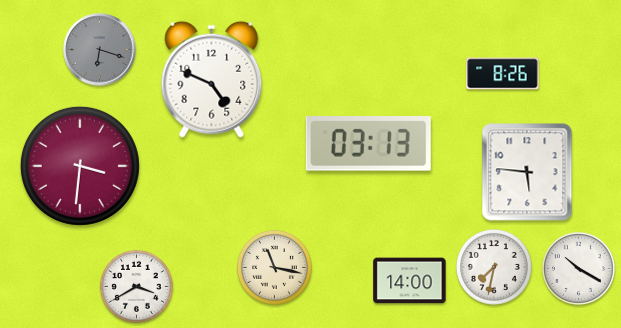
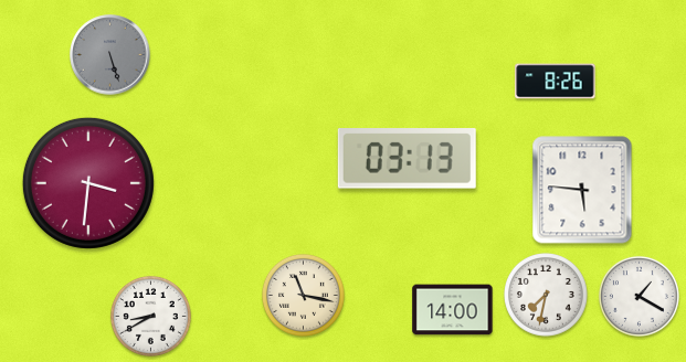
clock at (100, 50): 6:18 -> 5:27
clock at (212, 79): 4:49 -> none
clock at (578, 268): 10:20 -> 1:20
clock at (136, 286): 3:40 -> 8:40
